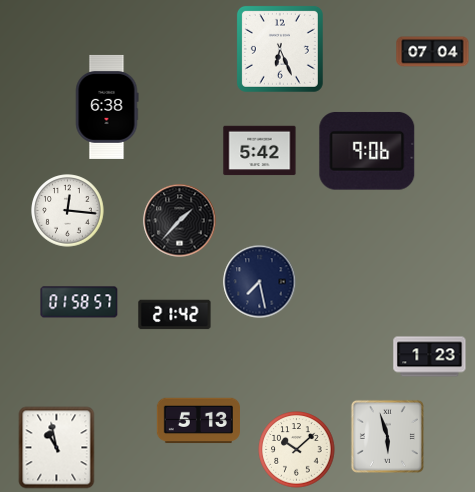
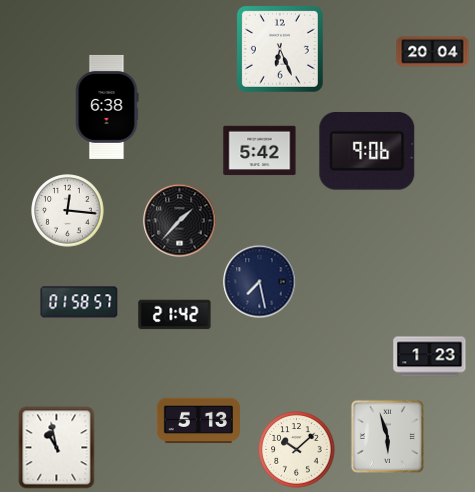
clock at (433, 52): 07:04 -> 20:04
